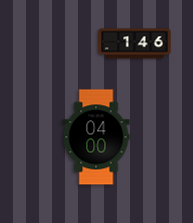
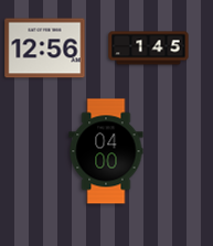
clock at (45, 49): none -> 12:56
clock at (135, 44): 1:46 -> 1:45
